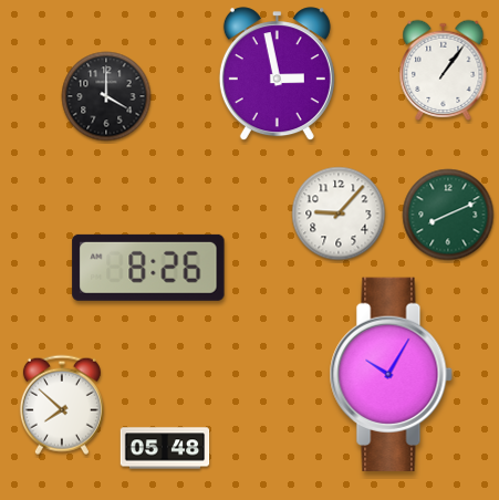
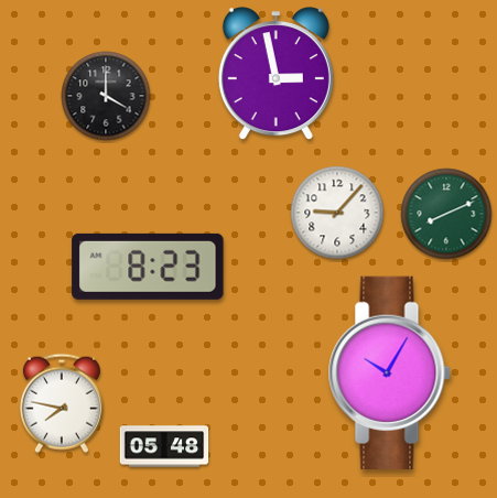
clock at (444, 70): 1:06 -> none
clock at (148, 268): 8:26 -> 8:23
clock at (62, 405): 7:52 -> 7:47
